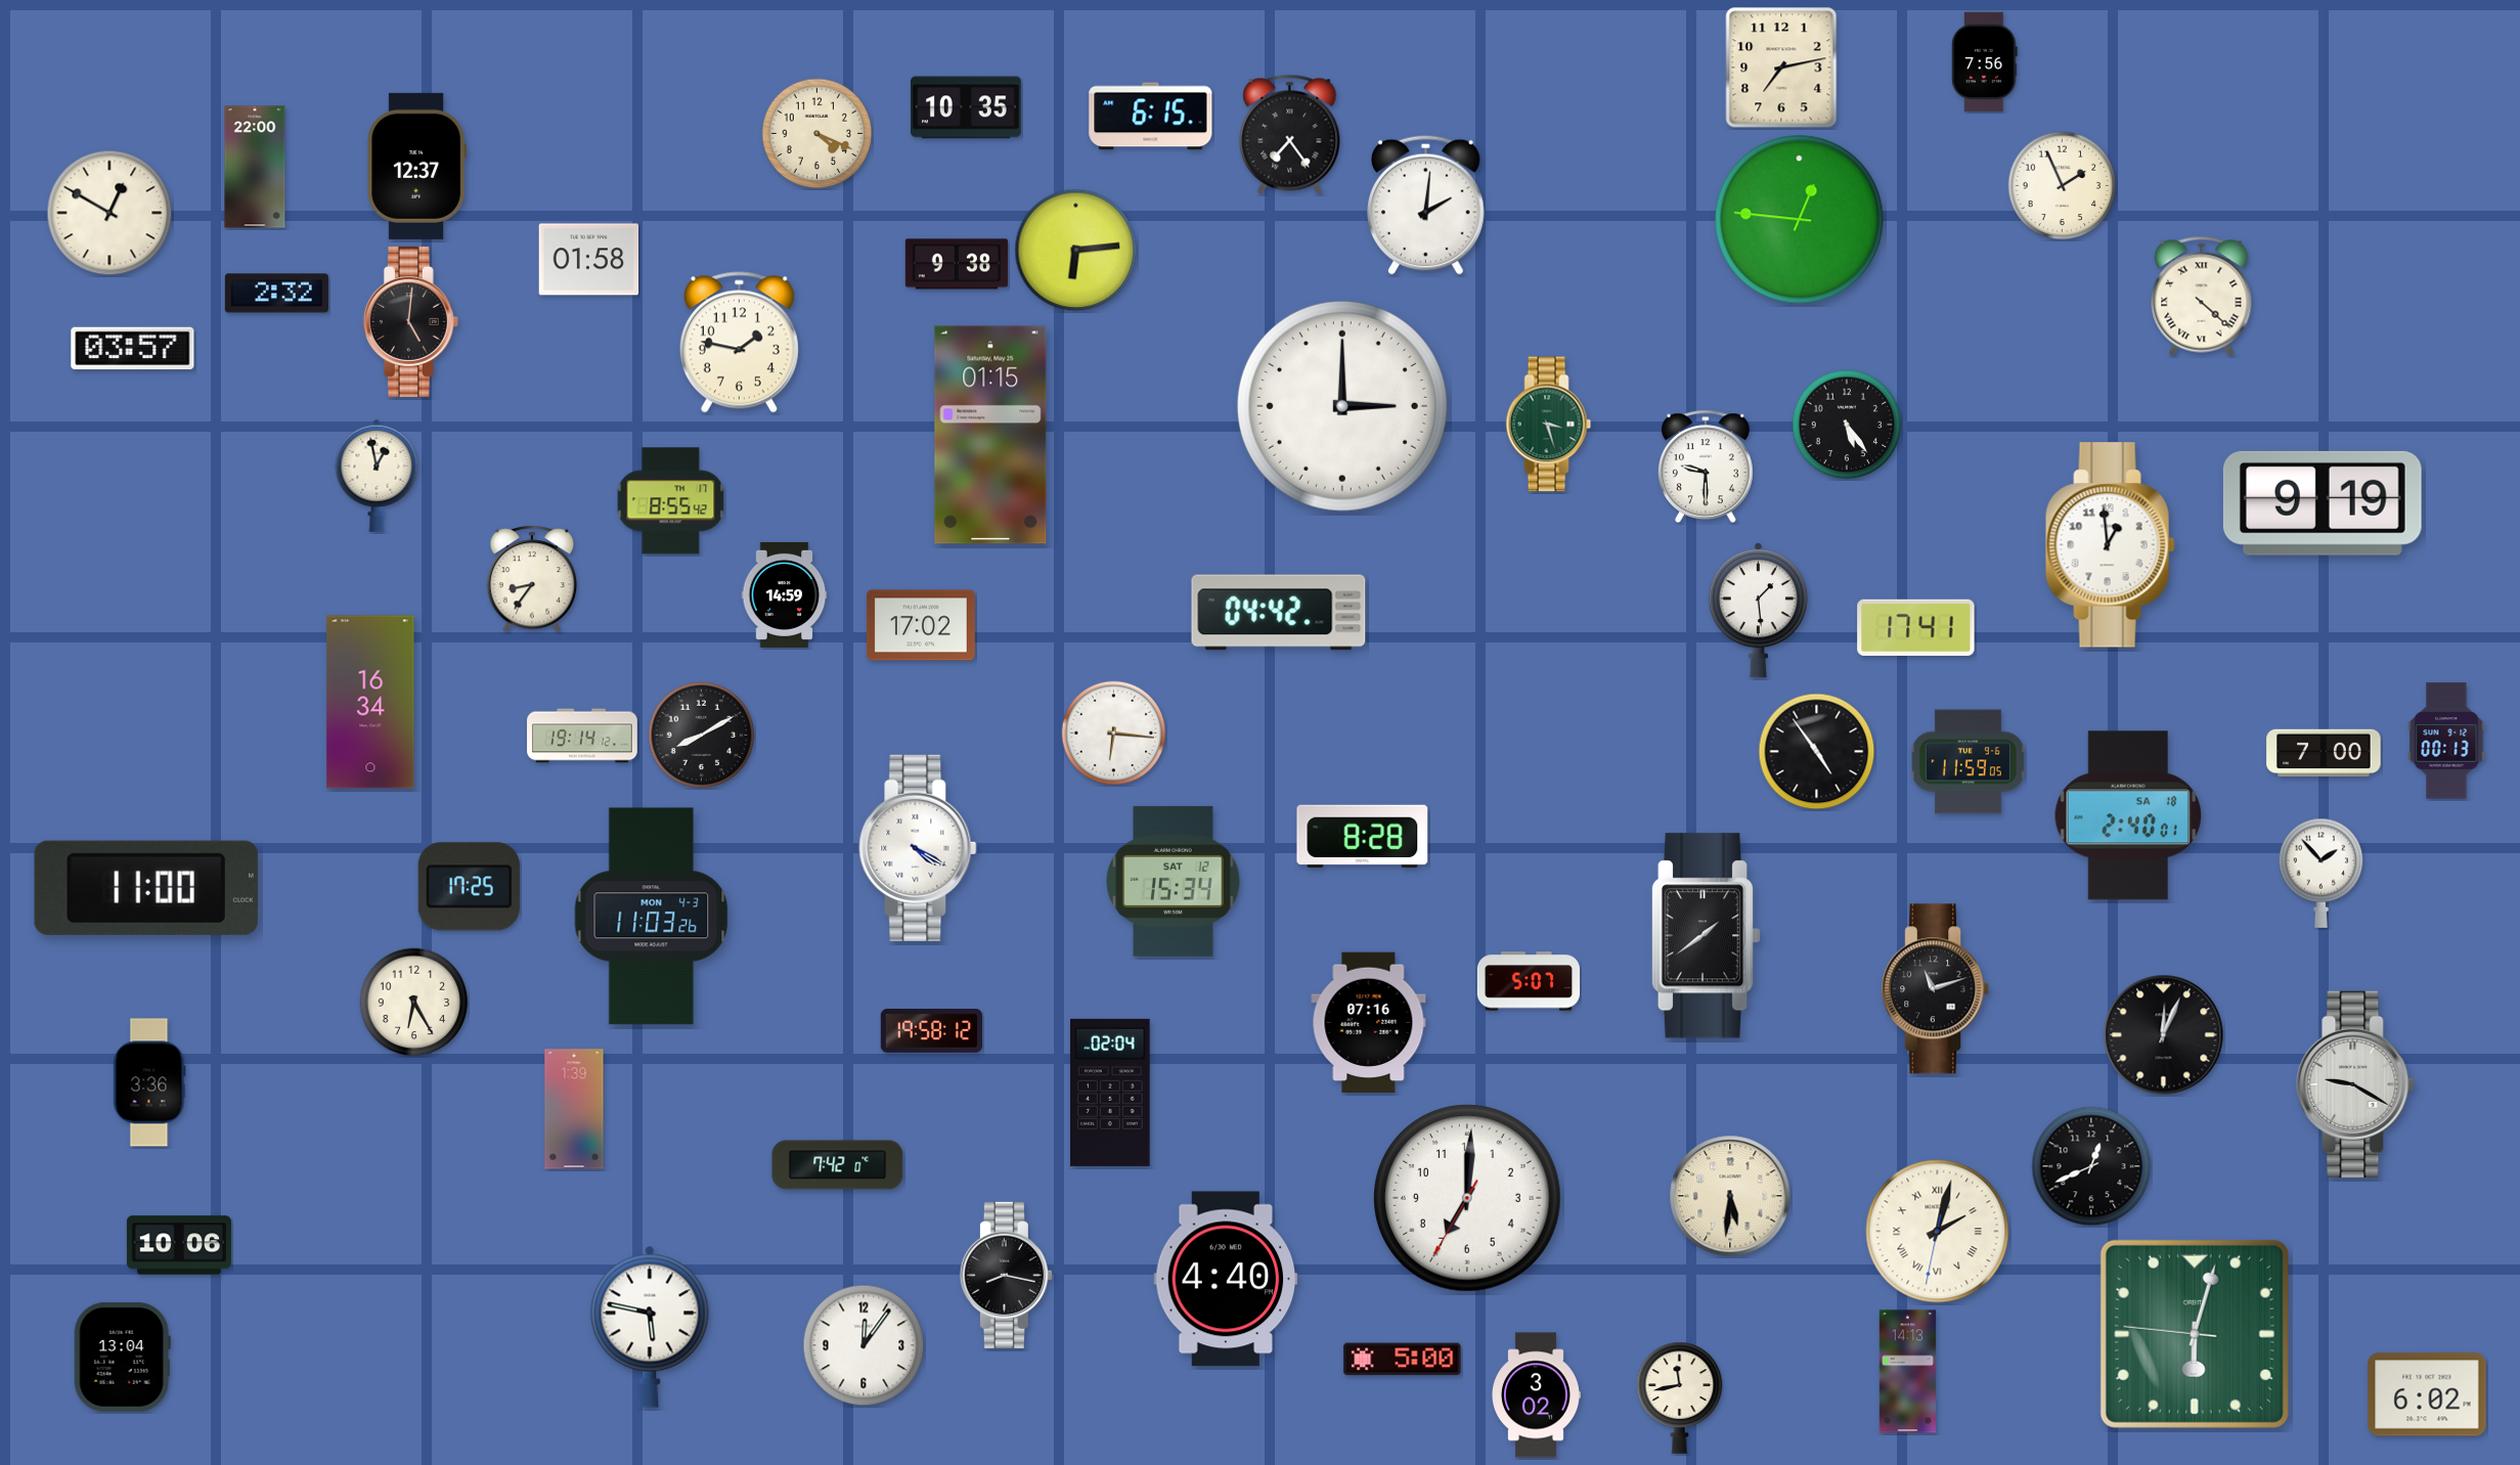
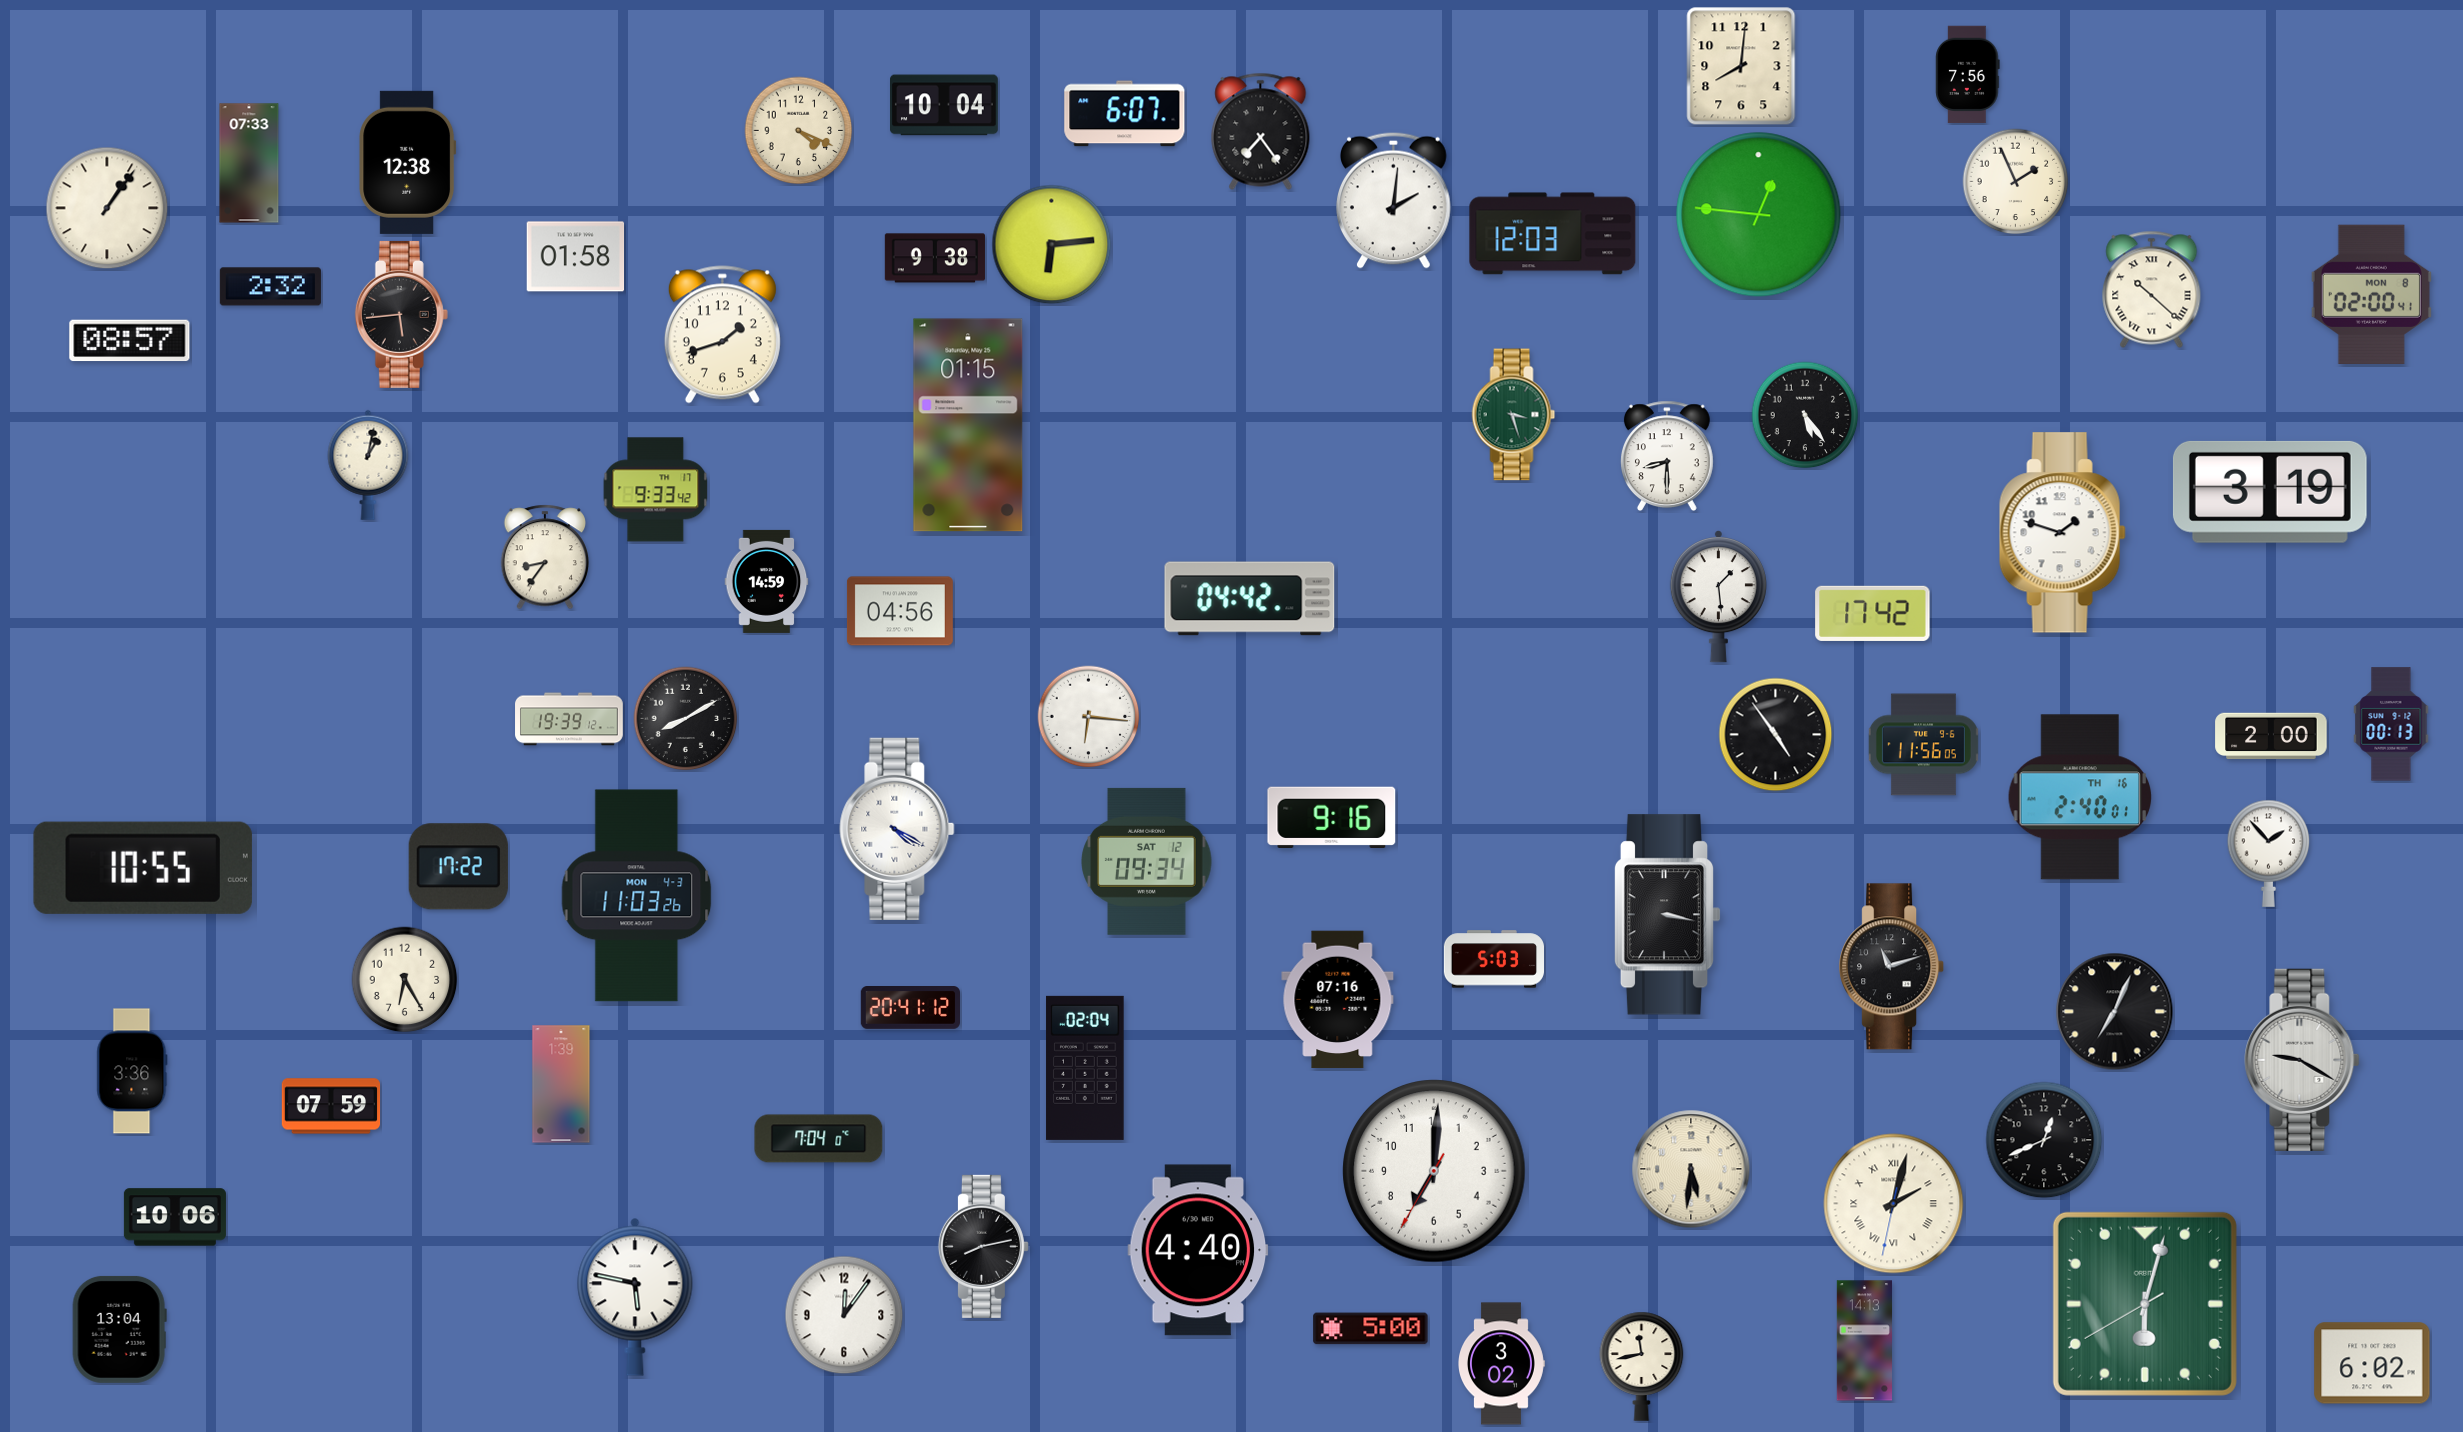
clock at (1985, 62) position: (1985, 62) -> (1968, 75)
clock at (1781, 68): 7:13 -> 8:01
clock at (967, 107): 10:35 -> 10:04
clock at (1151, 117): 6:15 -> 6:07
clock at (417, 166): 12:37 -> 12:38
clock at (255, 167): 22:00 -> 07:33
clock at (109, 213): 12:50 -> 1:06
clock at (1553, 234): none -> 12:03
clock at (589, 260) position: (589, 260) -> (576, 257)
clock at (2202, 296): 4:22 -> 10:22
clock at (2371, 294): none -> 02:00
clock at (410, 321): 5:01 -> 5:44
clock at (739, 343): 1:47 -> 1:42
clock at (133, 349): 03:57 -> 08:57
clock at (1342, 406): 3:00 -> none
clock at (1706, 465): 9:30 -> 8:30
clock at (377, 476): 12:58 -> 1:02
clock at (671, 501): 8:55 -> 9:33
clock at (2323, 503): 9:19 -> 3:19
clock at (2110, 545): 12:59 -> 1:48
clock at (531, 579) position: (531, 579) -> (544, 557)
clock at (921, 625): 17:02 -> 04:56
clock at (1916, 627): 17:41 -> 17:42
clock at (370, 702): 16:34 -> none
clock at (582, 736): 19:14 -> 19:39
clock at (2324, 753): 7:00 -> 2:00
clock at (1968, 762): 11:59 -> 11:56
clock at (2128, 815) date: SA 18 -> TH 16
clock at (1363, 836): 8:28 -> 9:16
clock at (1174, 881): 15:34 -> 09:34
clock at (469, 887): 17:25 -> 17:22
clock at (146, 888): 11:00 -> 10:55
clock at (1706, 936): 1:39 -> 3:17
clock at (1528, 981): 5:07 -> 5:03
clock at (931, 1031): 19:58 -> 20:41
clock at (2164, 1035): 12:04 -> 7:04
clock at (149, 1082) position: (149, 1082) -> (132, 1071)
clock at (331, 1106): none -> 07:59
clock at (838, 1165): 7:42 -> 7:04
clock at (1006, 1275): 8:17 -> 8:13
clock at (2195, 1334): 6:02:46 -> 6:02:40
clock at (122, 1357) position: (122, 1357) -> (119, 1329)
